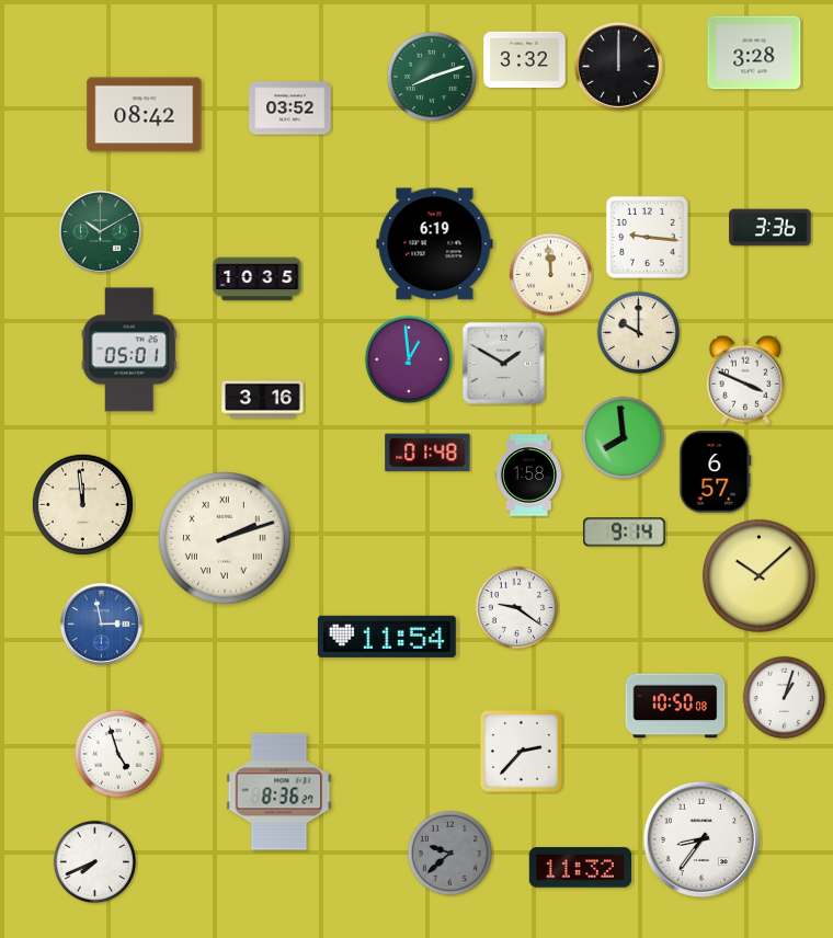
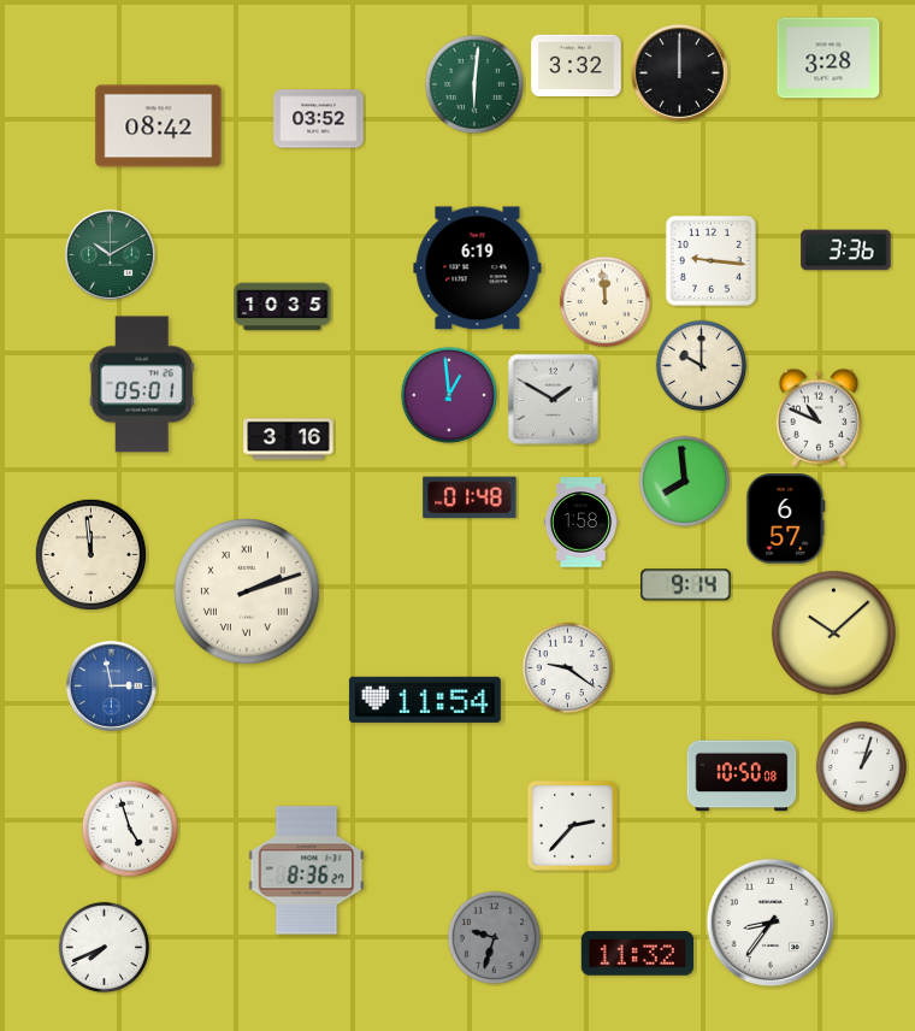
clock at (431, 76): 8:12 -> 6:01
clock at (745, 380): 3:49 -> 10:49
clock at (450, 854): 9:38 -> 9:33
